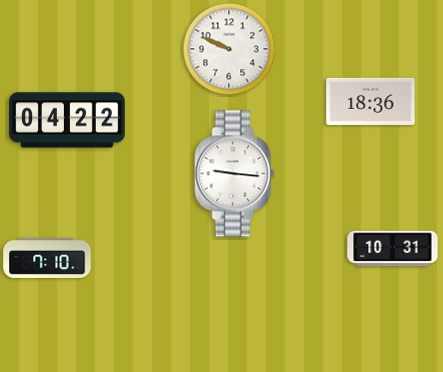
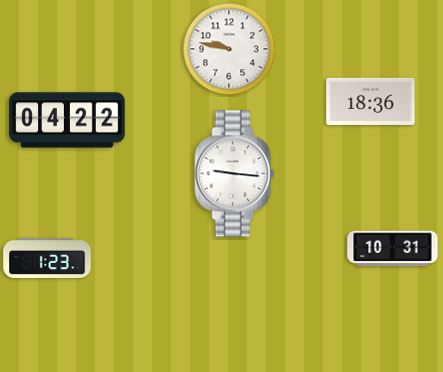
clock at (229, 49): 9:49 -> 9:47
clock at (47, 258): 7:10 -> 1:23
